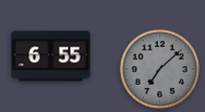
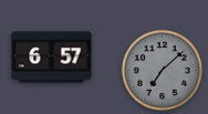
clock at (51, 57): 6:55 -> 6:57
